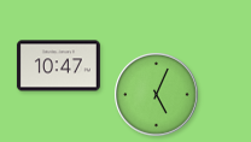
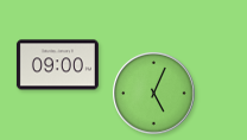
clock at (58, 66): 10:47 -> 09:00
